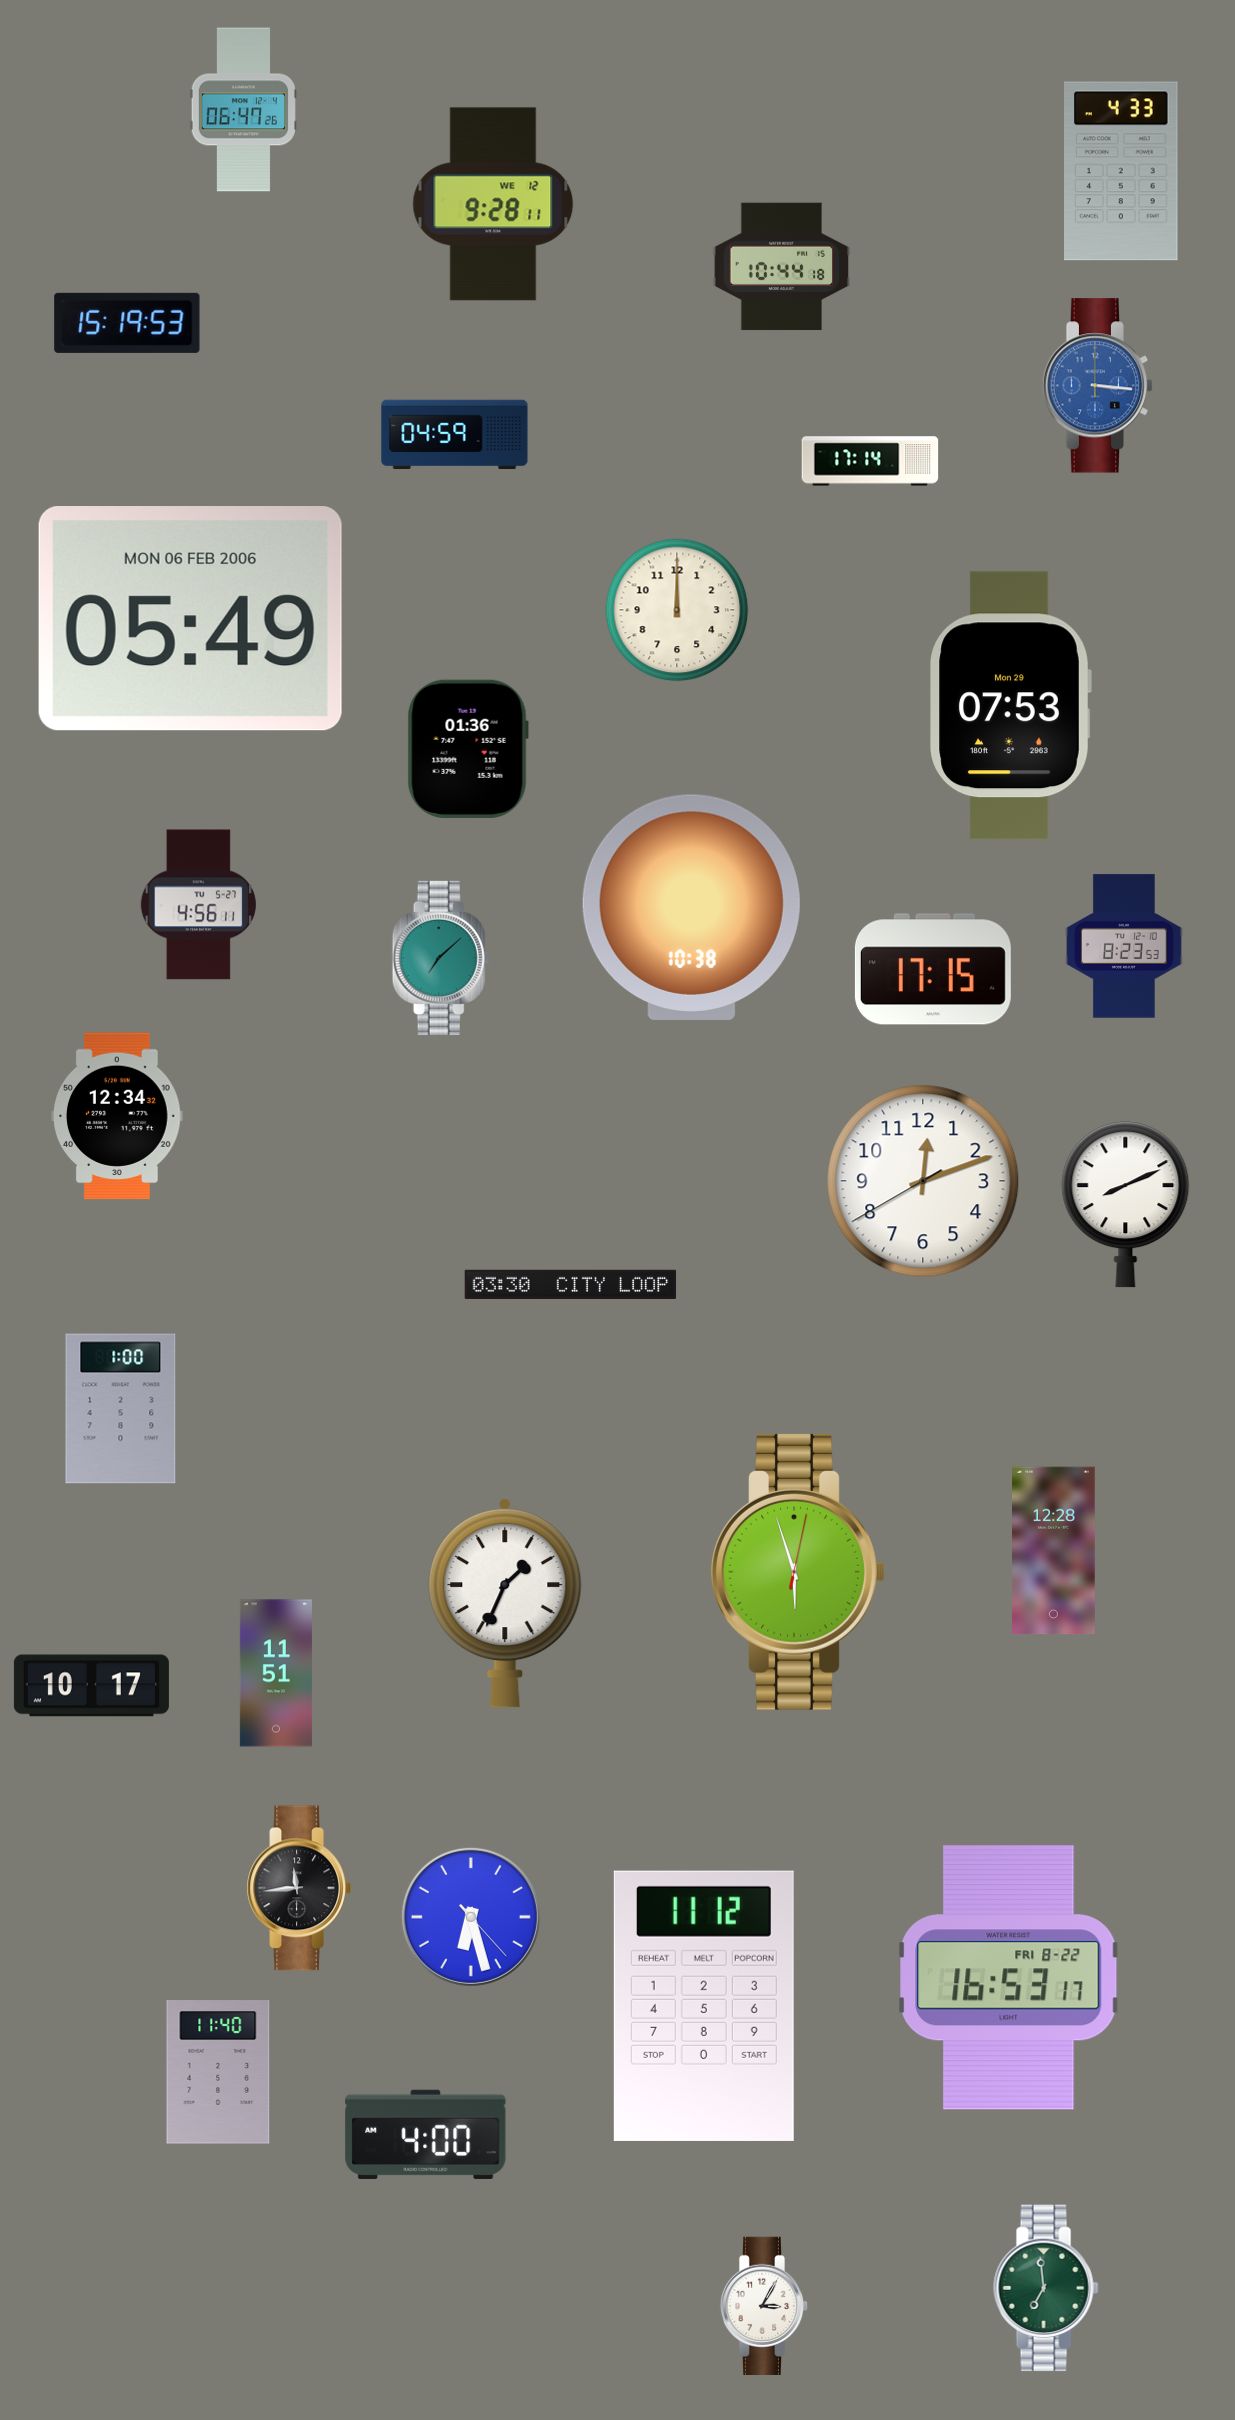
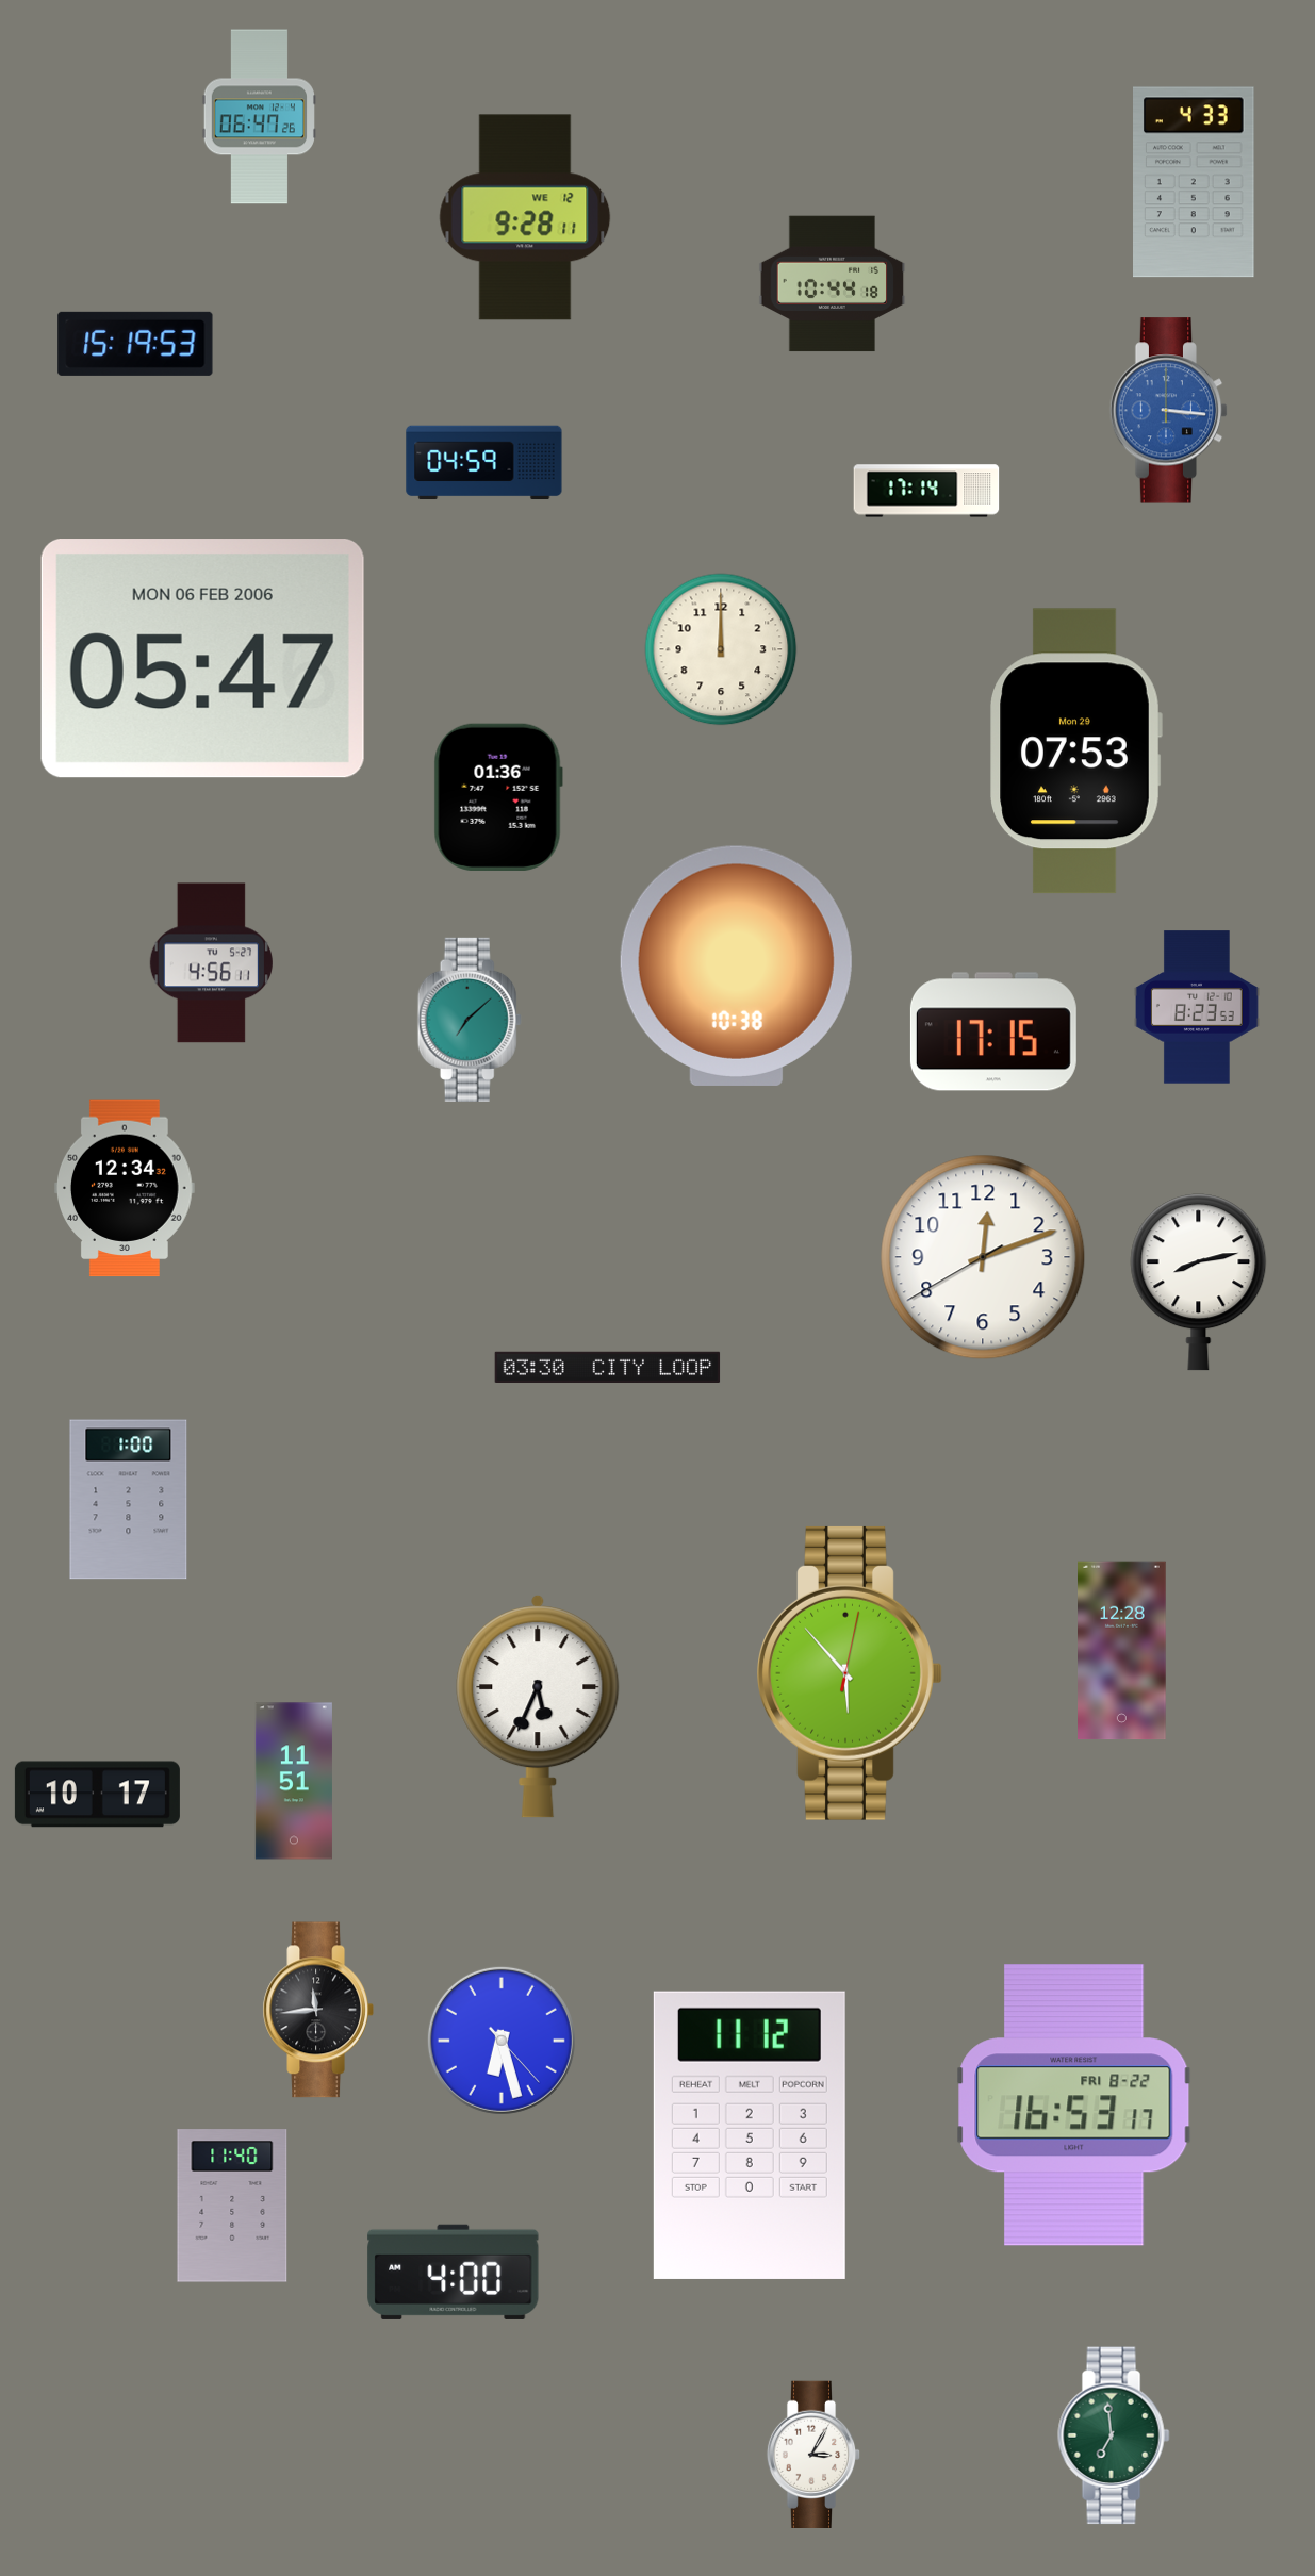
clock at (190, 619): 05:49 -> 05:47
clock at (1126, 1205): 8:11 -> 8:13
clock at (798, 1572): 5:57 -> 5:53
clock at (505, 1603): 1:34 -> 5:34
